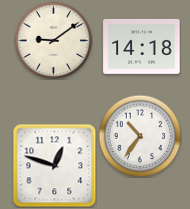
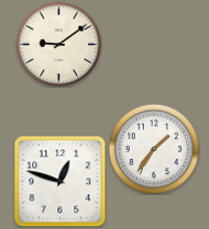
clock at (142, 46): 14:18 -> none
clock at (140, 136): 10:36 -> 1:36
